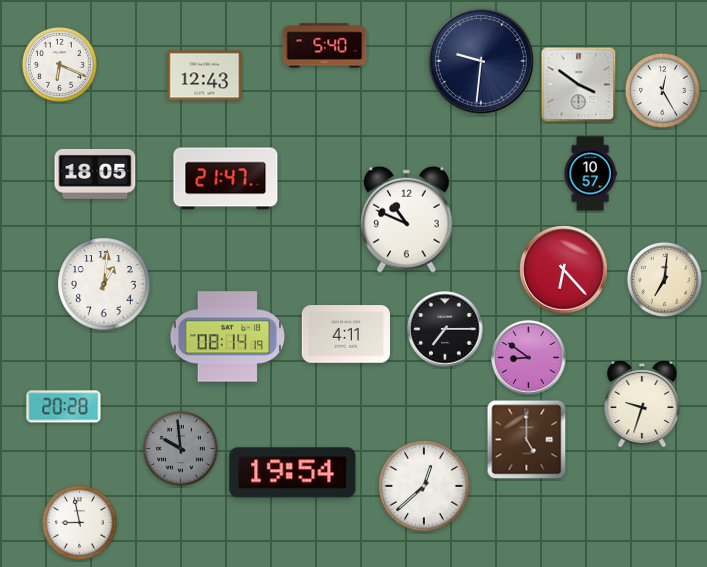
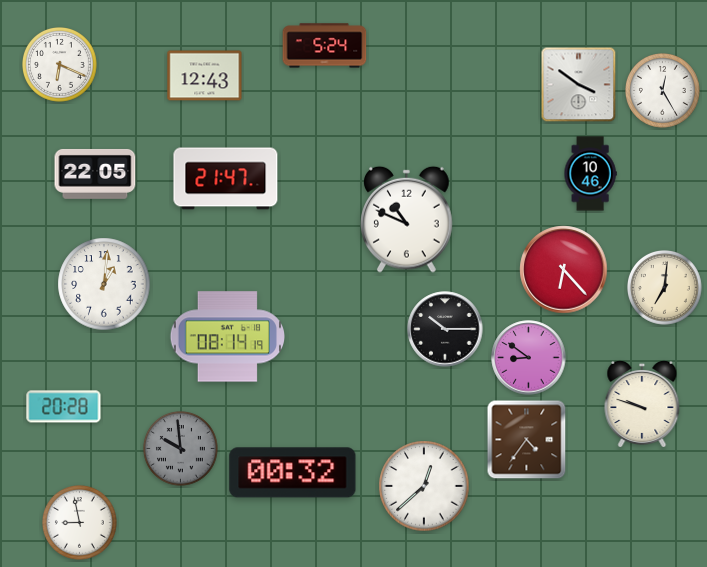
clock at (325, 46): 5:40 -> 5:24
clock at (482, 62): 9:31 -> none
clock at (95, 174): 18:05 -> 22:05
clock at (590, 174): 10:57 -> 10:46
clock at (665, 280) position: (665, 280) -> (665, 288)
clock at (445, 329): 7:15 -> 10:15
clock at (346, 334): 4:11 -> none
clock at (642, 404): 9:33 -> 9:48
clock at (527, 440): 5:00 -> 4:36
clock at (293, 473): 19:54 -> 00:32
